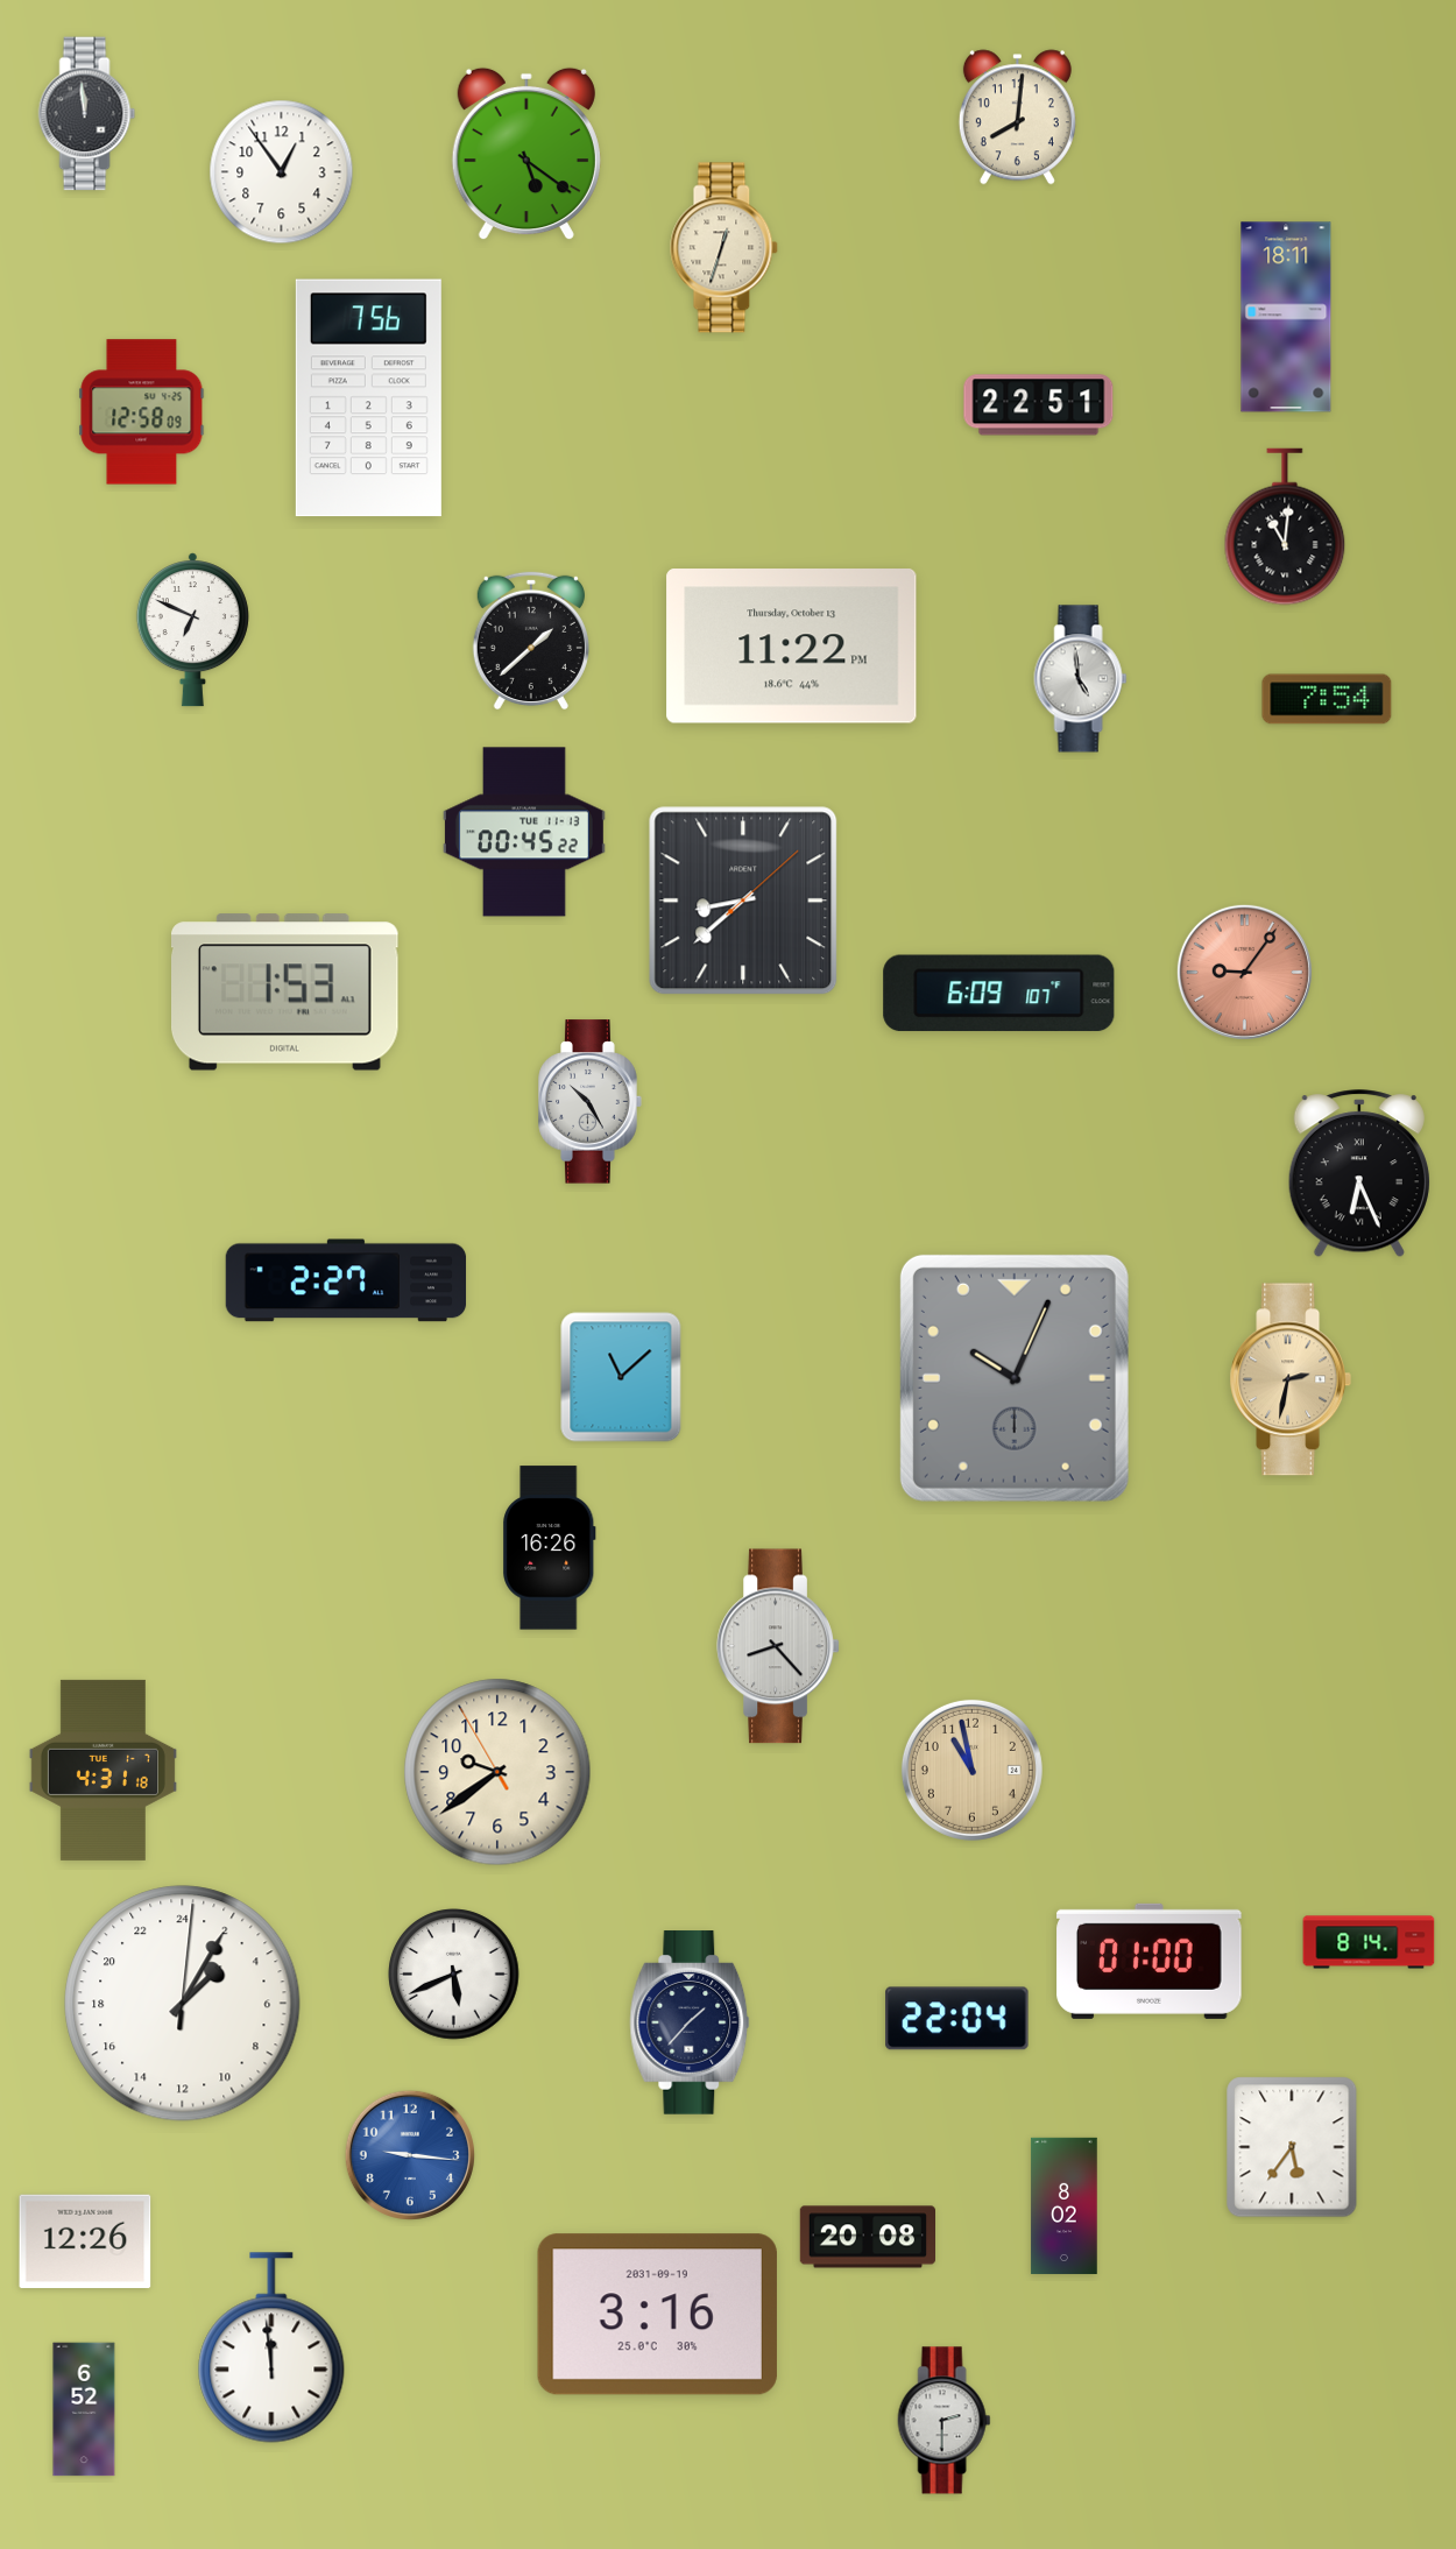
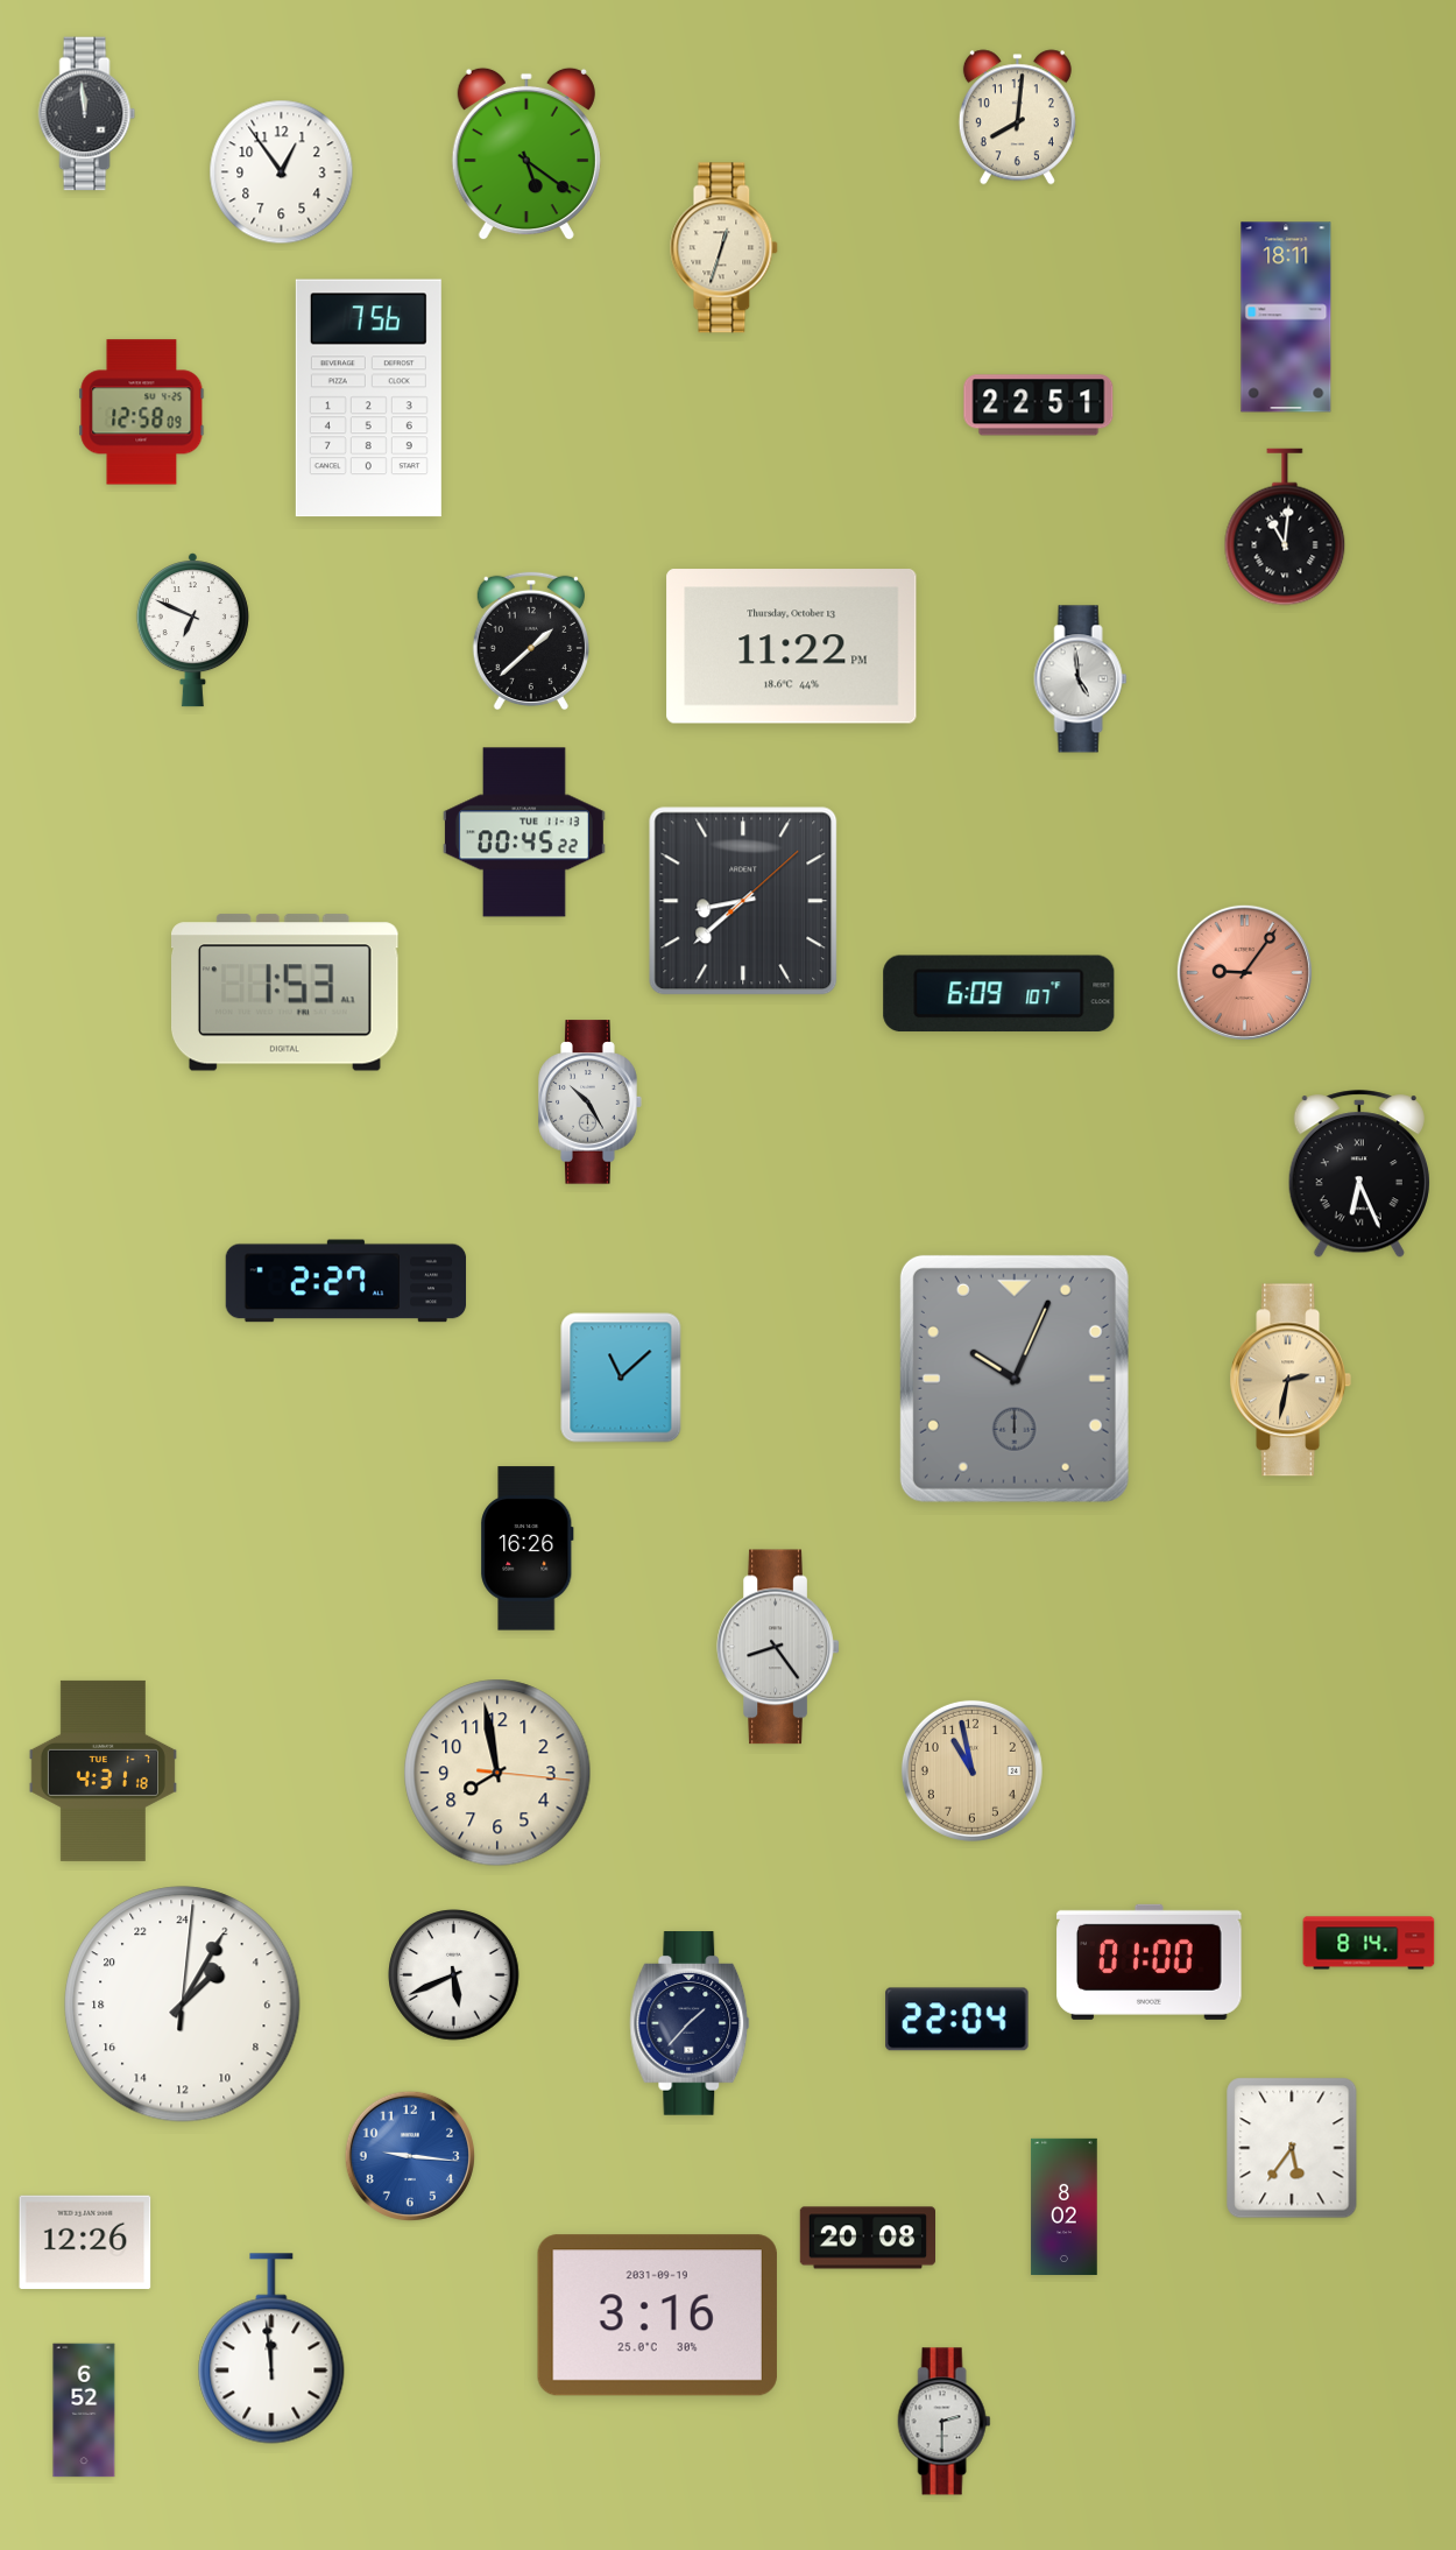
clock at (1327, 699): 7:54 -> none
clock at (550, 1548) position: (550, 1548) -> (528, 1549)
clock at (778, 1646): 8:23 -> 8:24
clock at (497, 1772): 9:38 -> 7:58
